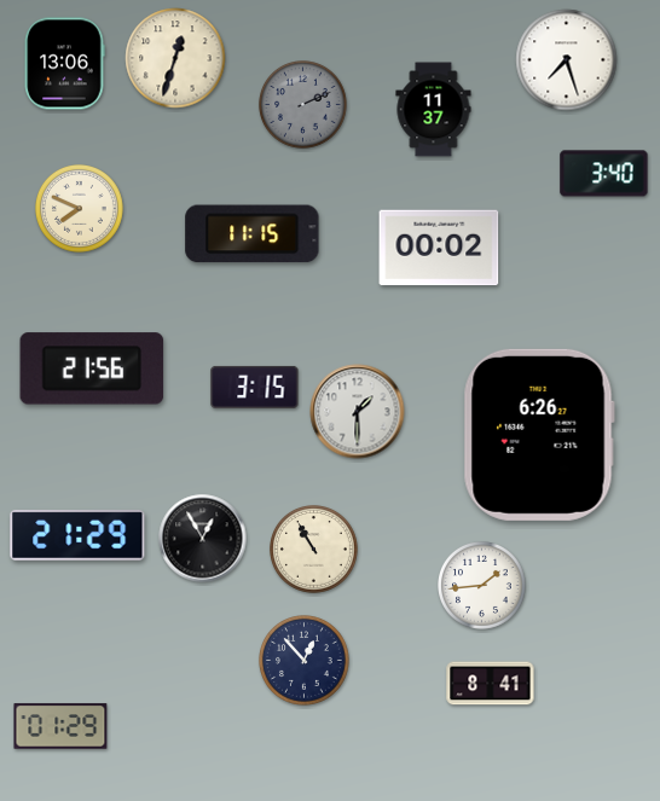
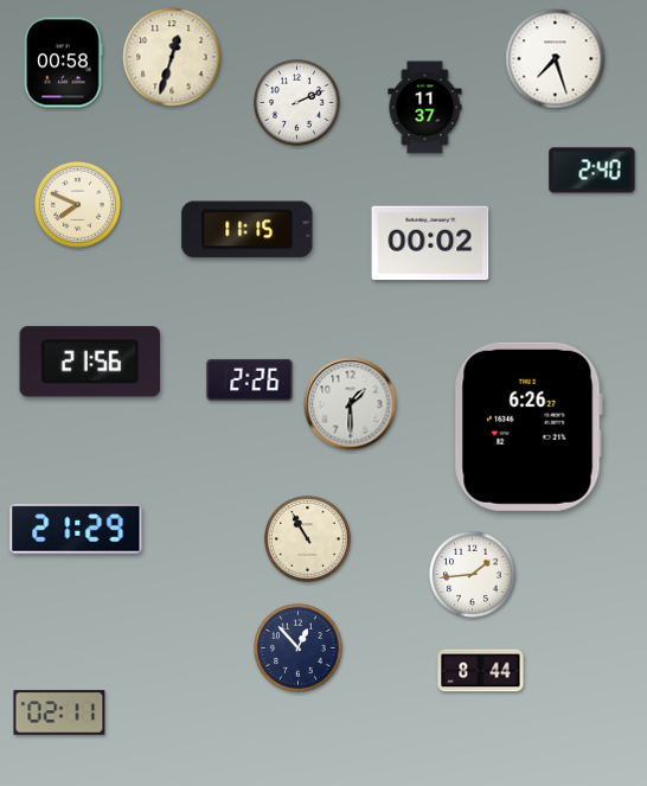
clock at (64, 64): 13:06 -> 00:58
clock at (303, 105) dial: grey -> white
clock at (604, 174): 3:40 -> 2:40
clock at (255, 387): 3:15 -> 2:26
clock at (77, 535) position: (77, 535) -> (76, 529)
clock at (203, 539): 12:55 -> none
clock at (491, 684): 8:41 -> 8:44
clock at (60, 726): 01:29 -> 02:11
